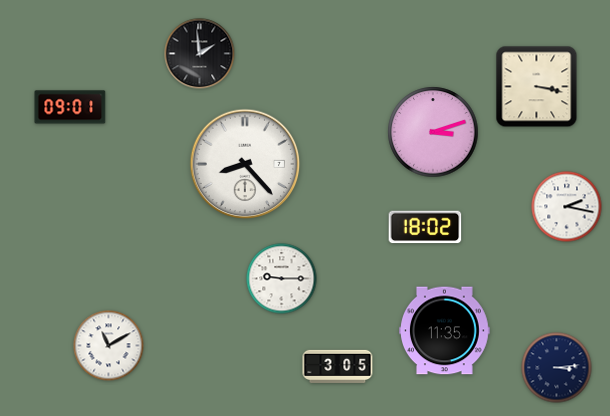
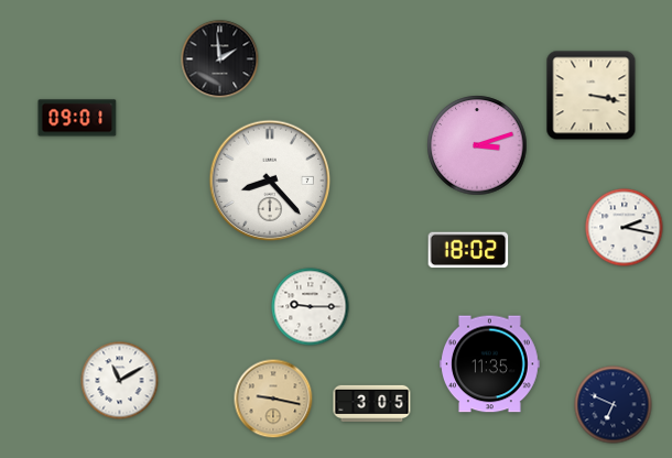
clock at (273, 399): none -> 9:17
clock at (557, 368): 3:14 -> 6:49
